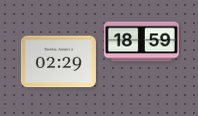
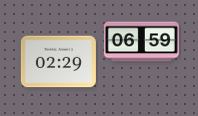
clock at (141, 42): 18:59 -> 06:59
